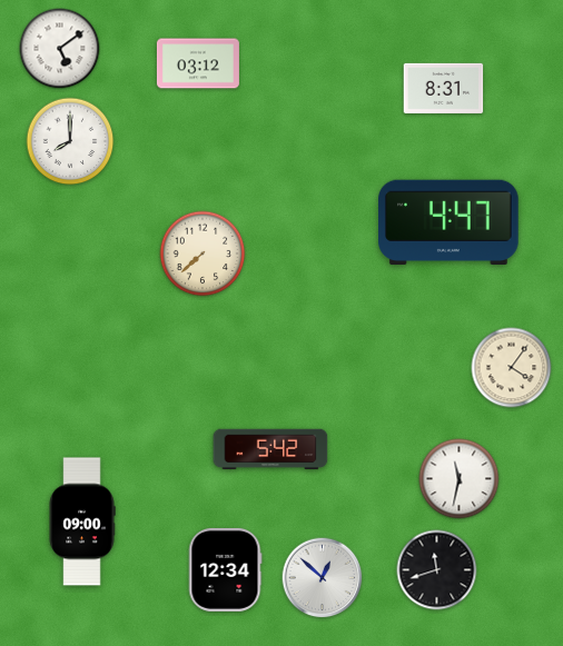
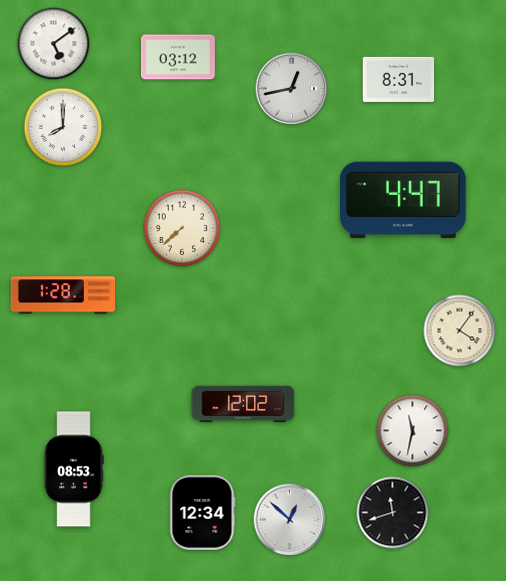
clock at (292, 89): none -> 12:43
clock at (63, 295): none -> 1:28
clock at (270, 449): 5:42 -> 12:02
clock at (82, 521): 09:00 -> 08:53
